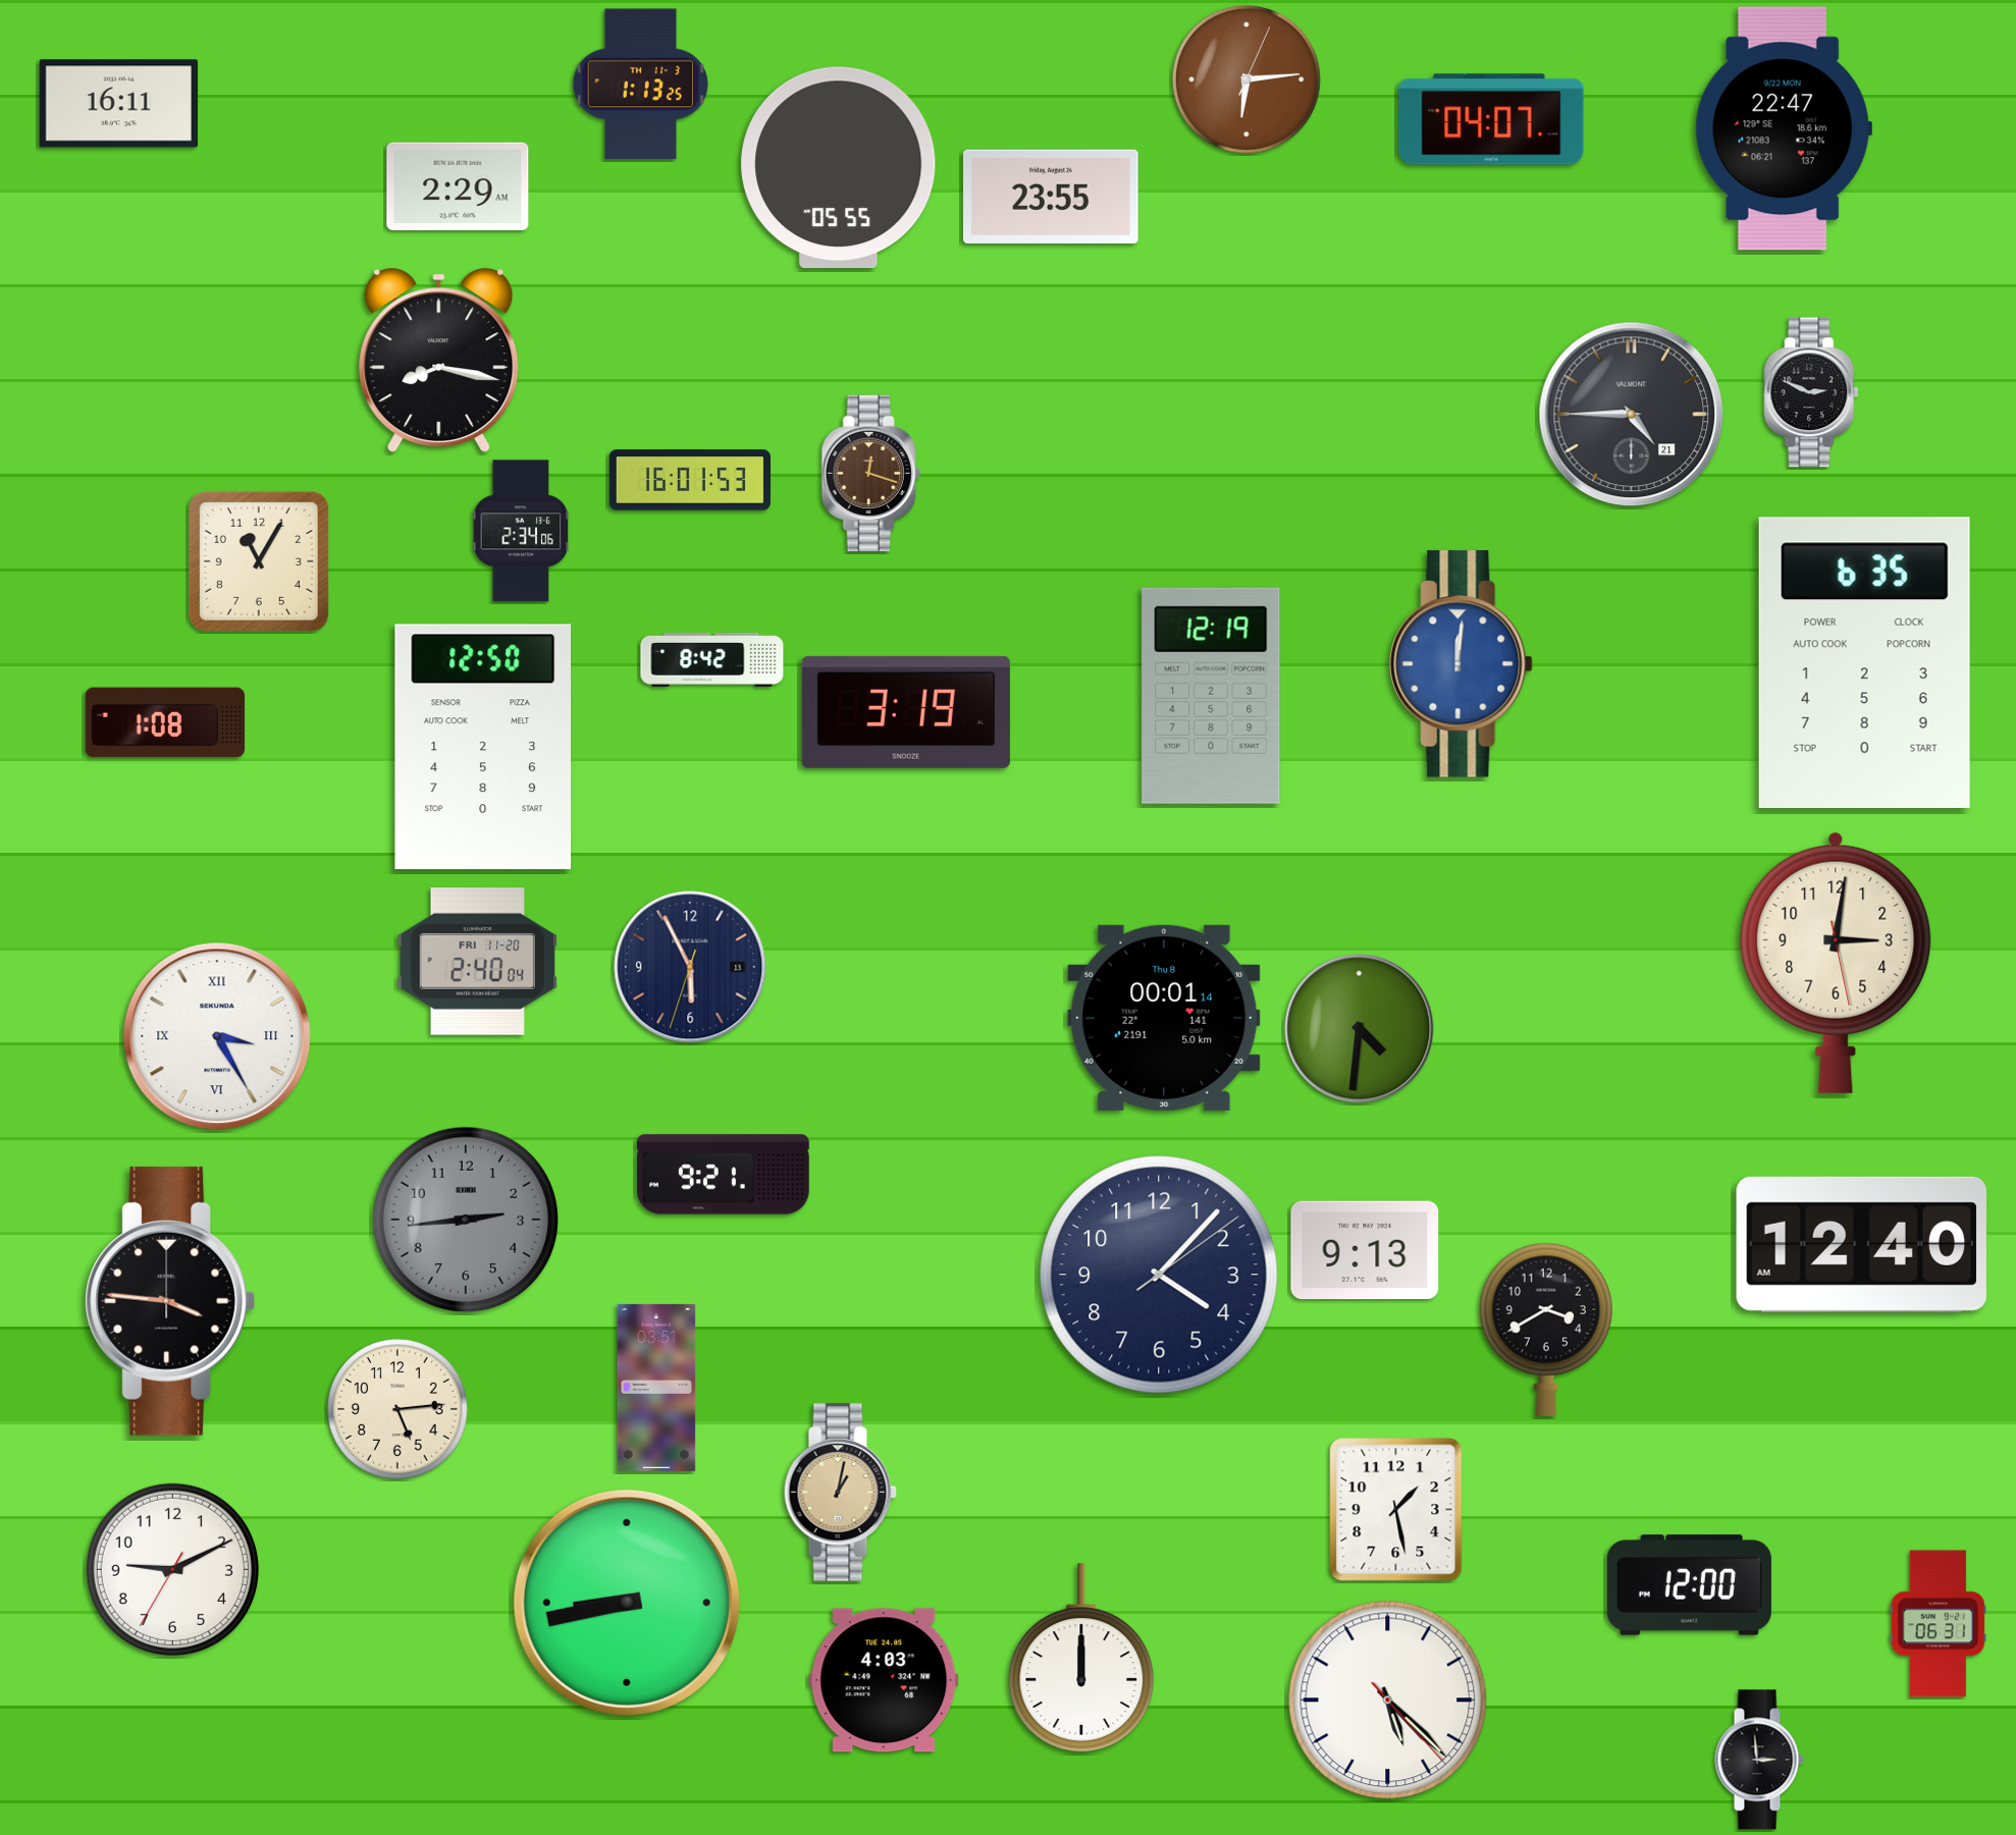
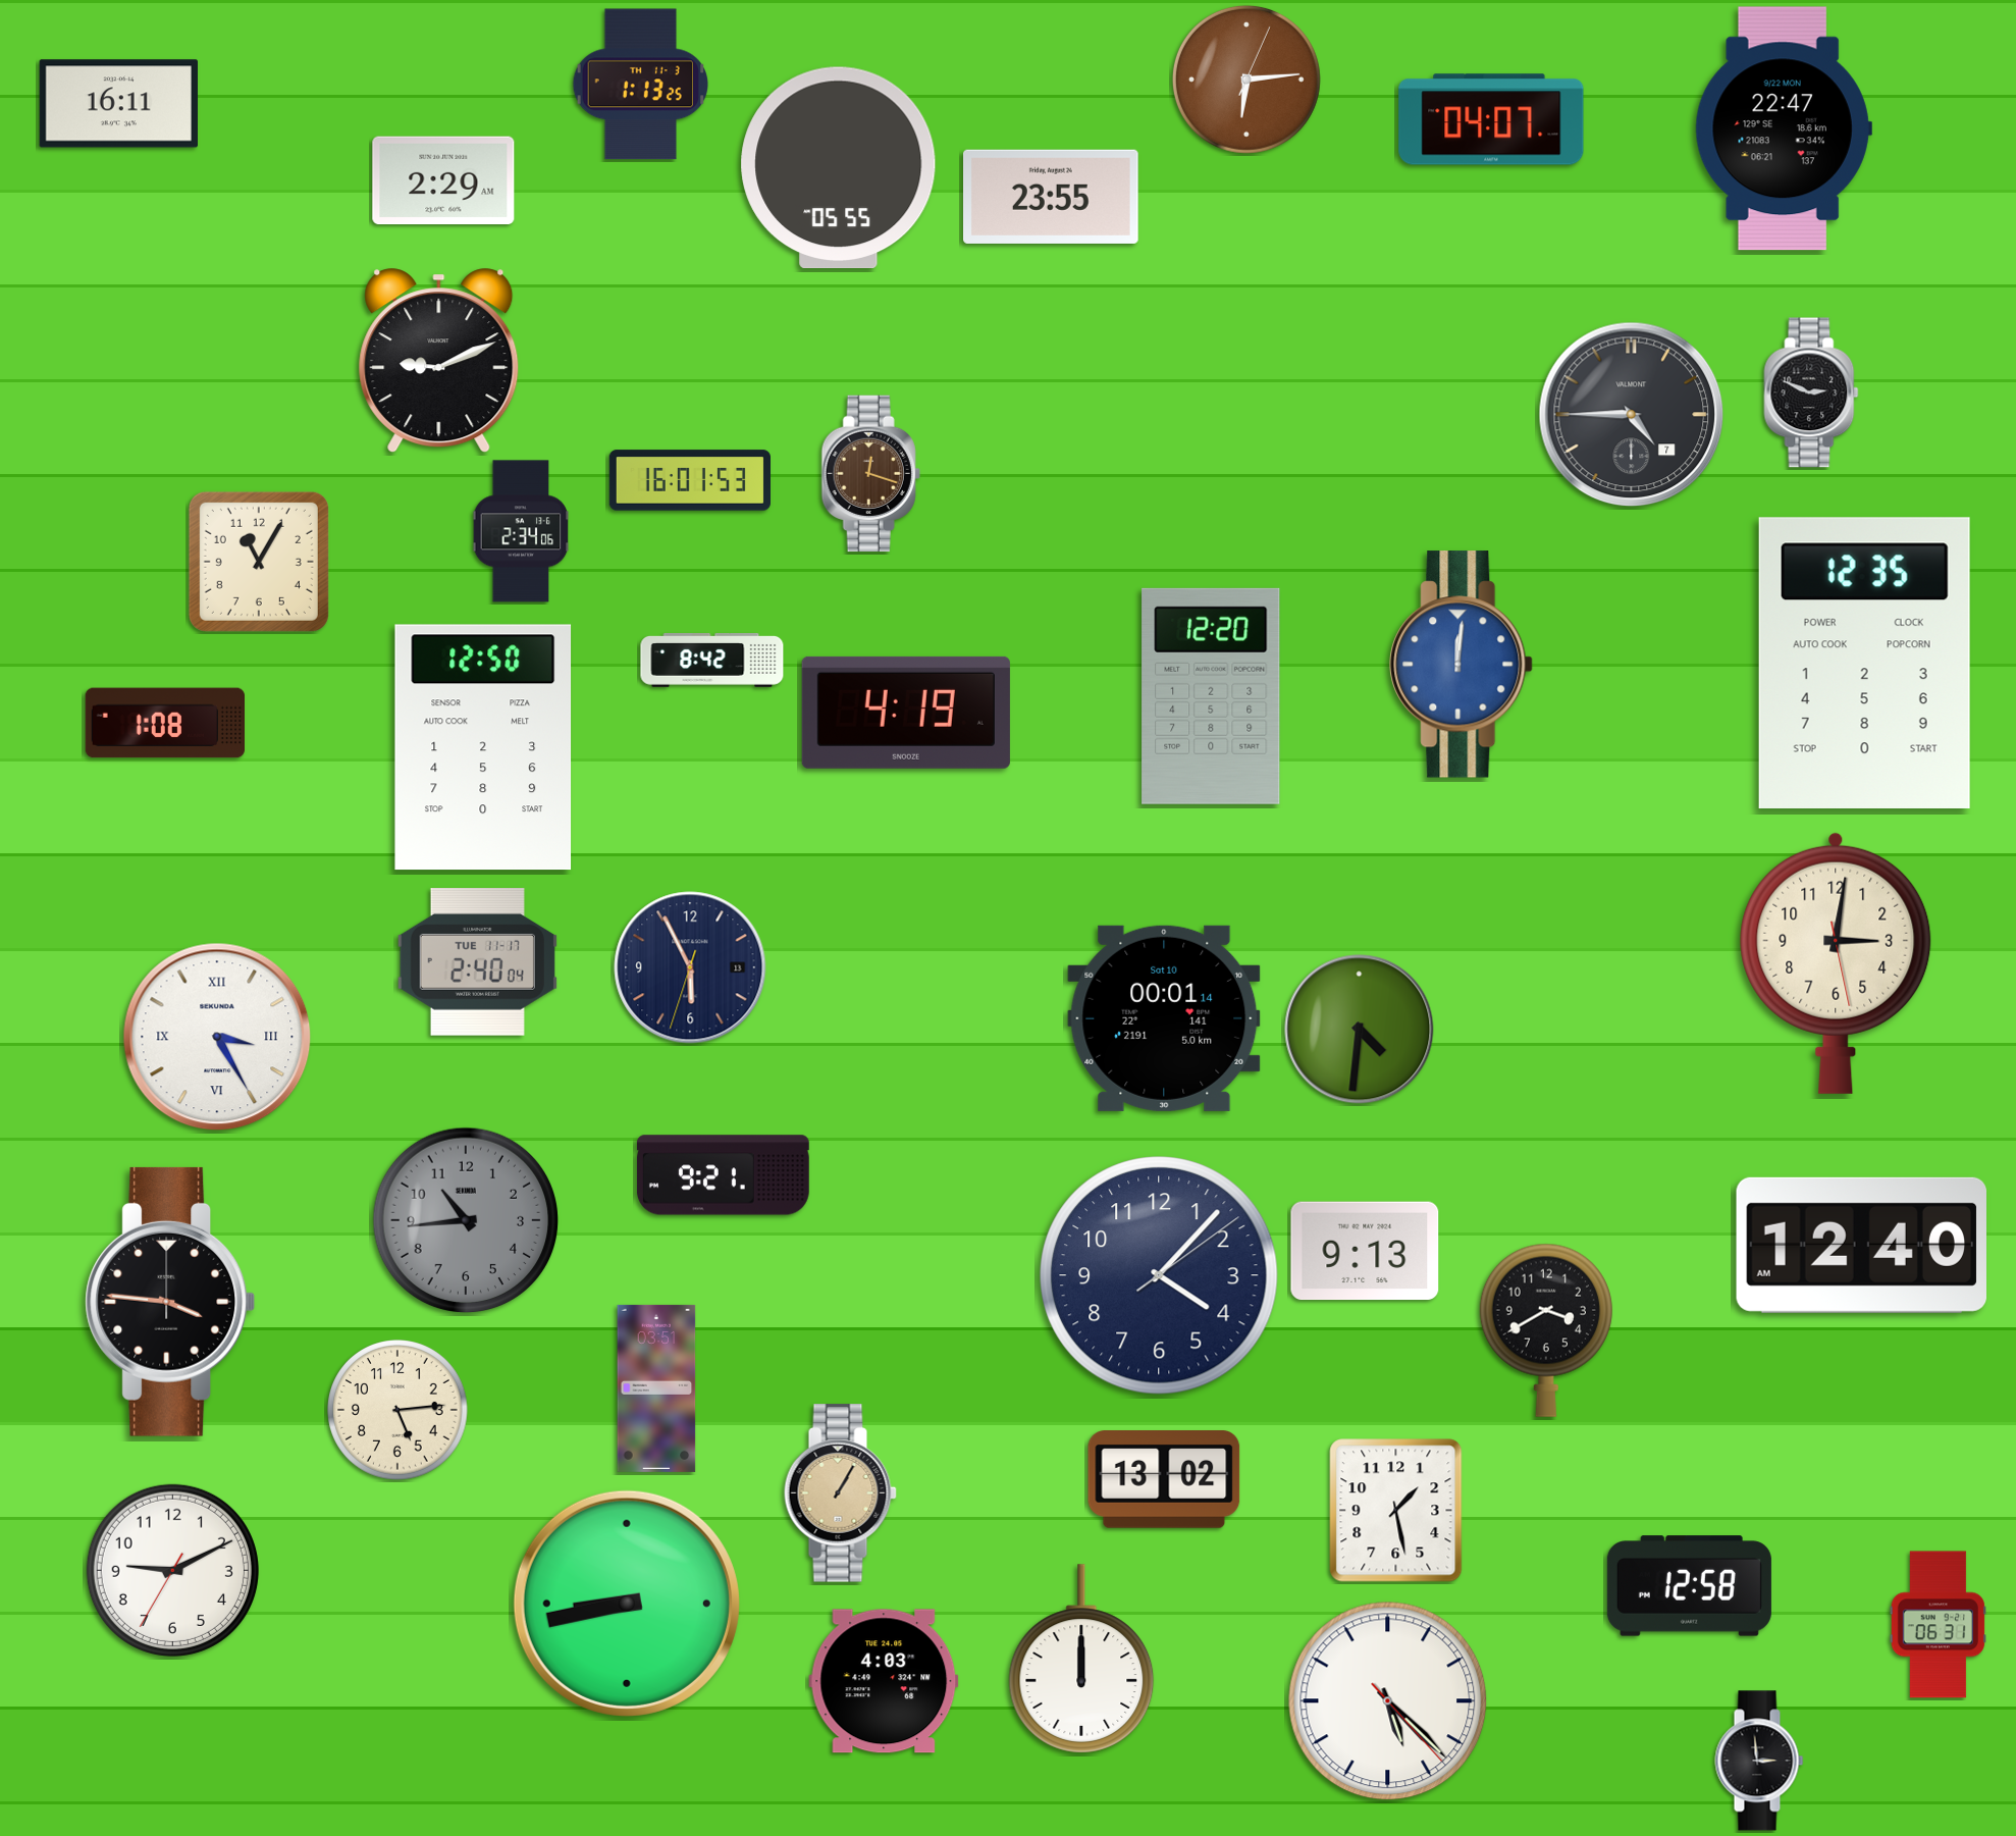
clock at (458, 186) position: (458, 186) -> (443, 180)
clock at (439, 361): 8:17 -> 9:11
clock at (1632, 415) date: 21 -> 7
clock at (1864, 662): 6:35 -> 12:35
clock at (1211, 696): 12:19 -> 12:20
clock at (906, 712): 3:19 -> 4:19
clock at (477, 962) date: FRI 11-20 -> TUE 11-17
clock at (1164, 1018) date: Thu 8 -> Sat 10
clock at (466, 1220): 2:44 -> 10:44
clock at (1164, 1480): none -> 13:02
clock at (840, 1493): 1:02 -> 1:05
clock at (1689, 1585): 12:00 -> 12:58
